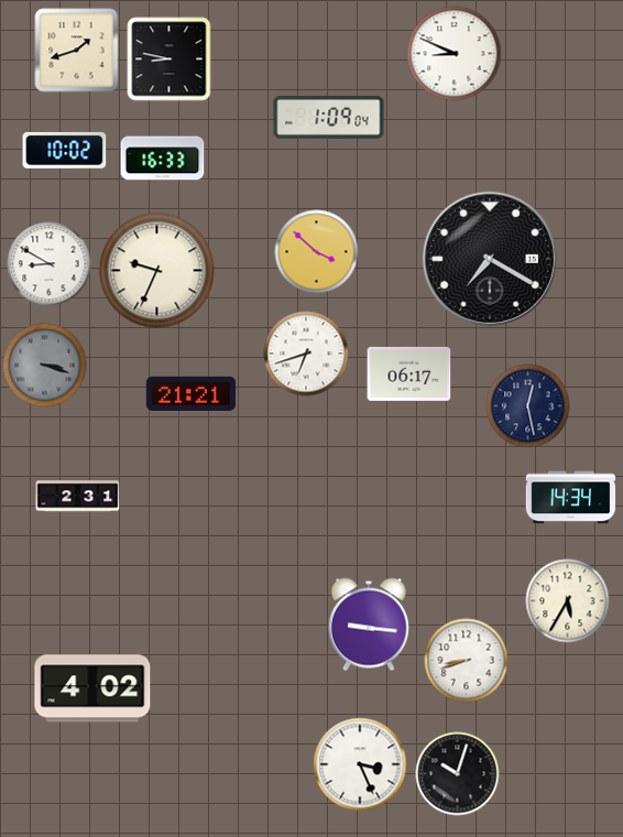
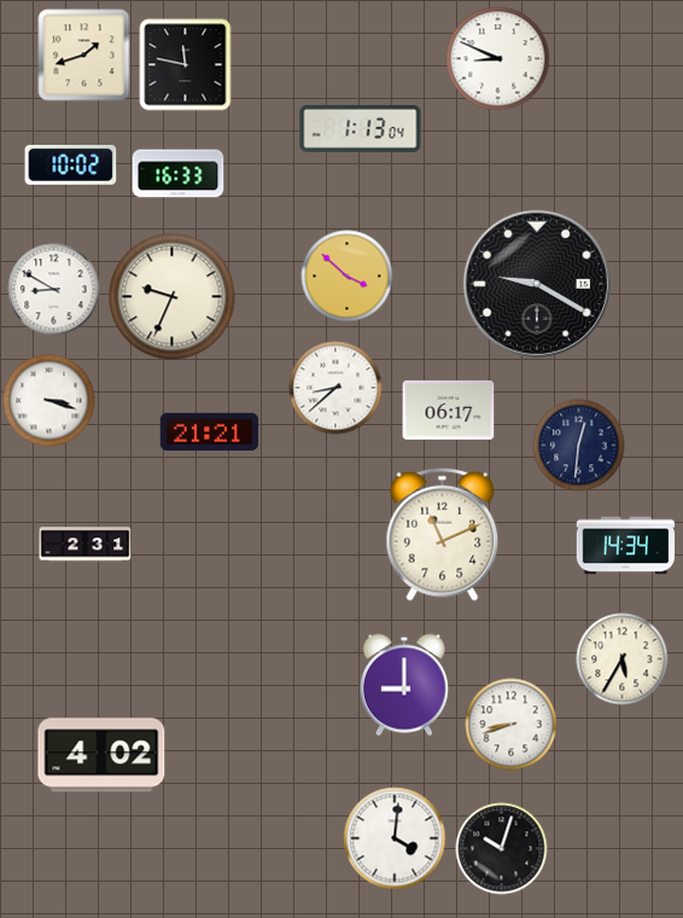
clock at (170, 59): 8:47 -> 11:47
clock at (329, 117): 1:09 -> 1:13
clock at (490, 259): 7:20 -> 9:20
clock at (306, 354): 6:42 -> 8:38
clock at (45, 366) dial: grey -> white
clock at (528, 406): 12:28 -> 12:31
clock at (443, 534): none -> 11:11
clock at (369, 624): 9:16 -> 9:00
clock at (360, 764): 3:26 -> 4:01
